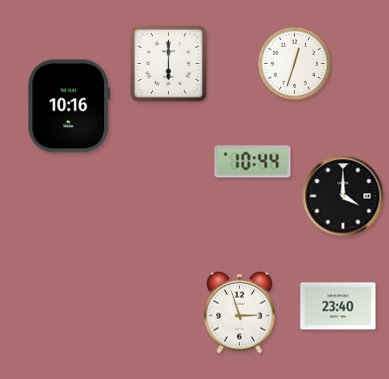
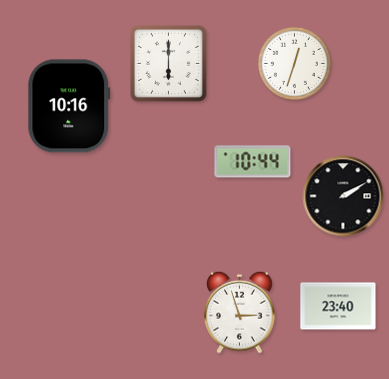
clock at (343, 196): 4:00 -> 2:10
